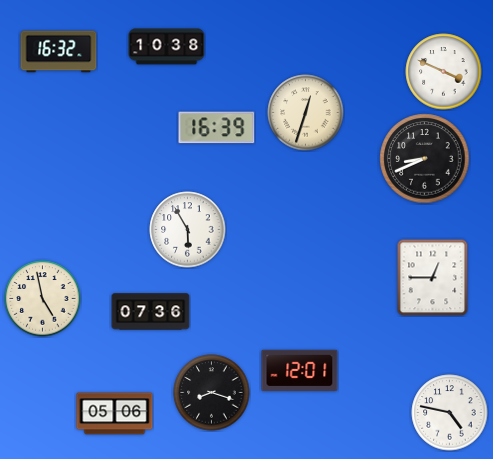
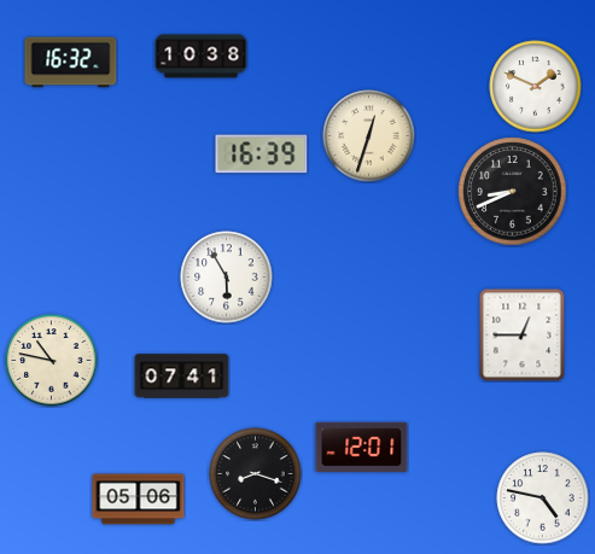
clock at (444, 72): 3:49 -> 1:49
clock at (43, 299): 4:58 -> 10:47
clock at (151, 312): 07:36 -> 07:41
